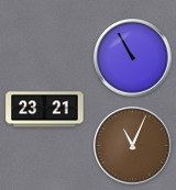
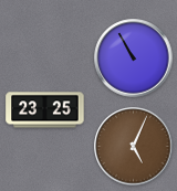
clock at (45, 110): 23:21 -> 23:25
clock at (133, 146): 11:04 -> 5:04
